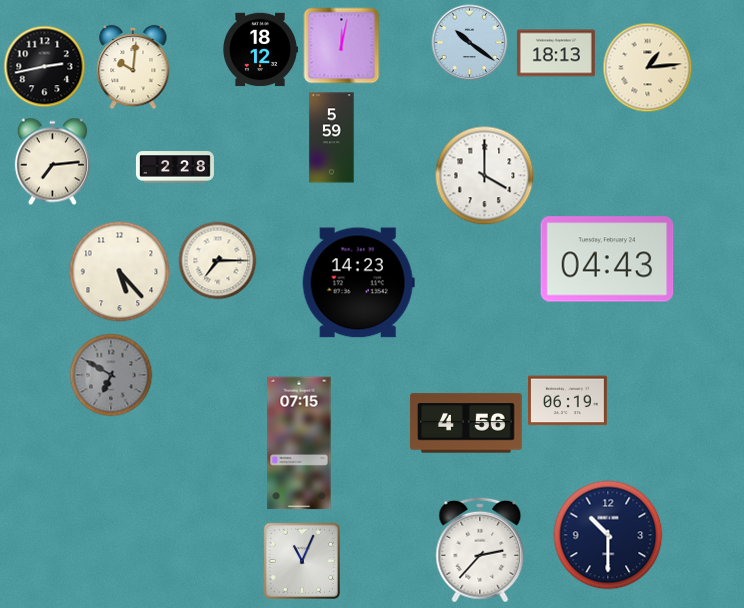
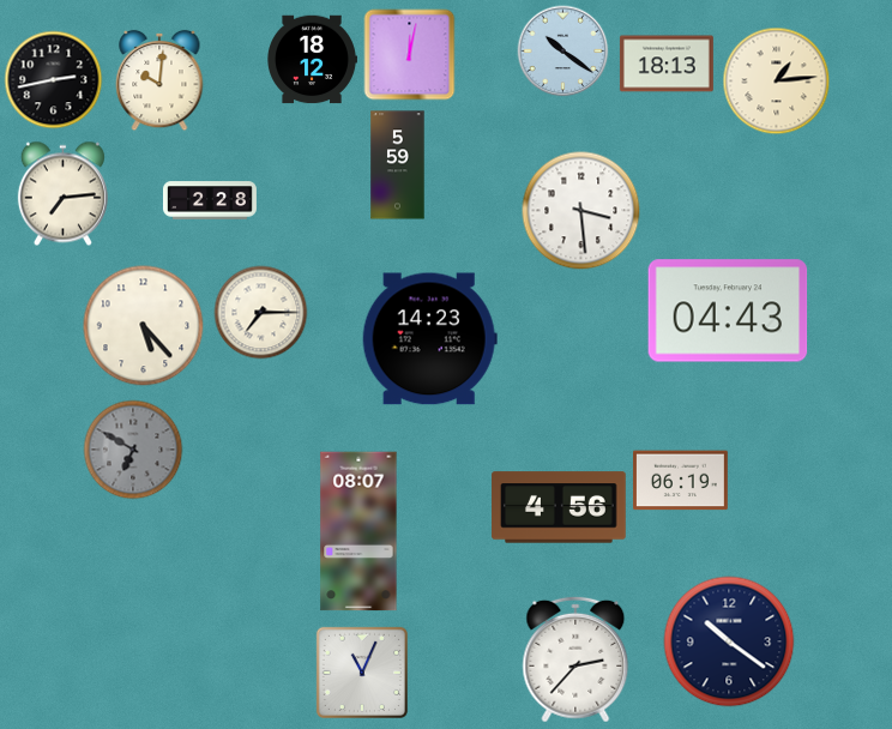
clock at (485, 176): 4:00 -> 3:29
clock at (299, 443): 07:15 -> 08:07
clock at (608, 535): 10:30 -> 10:21
